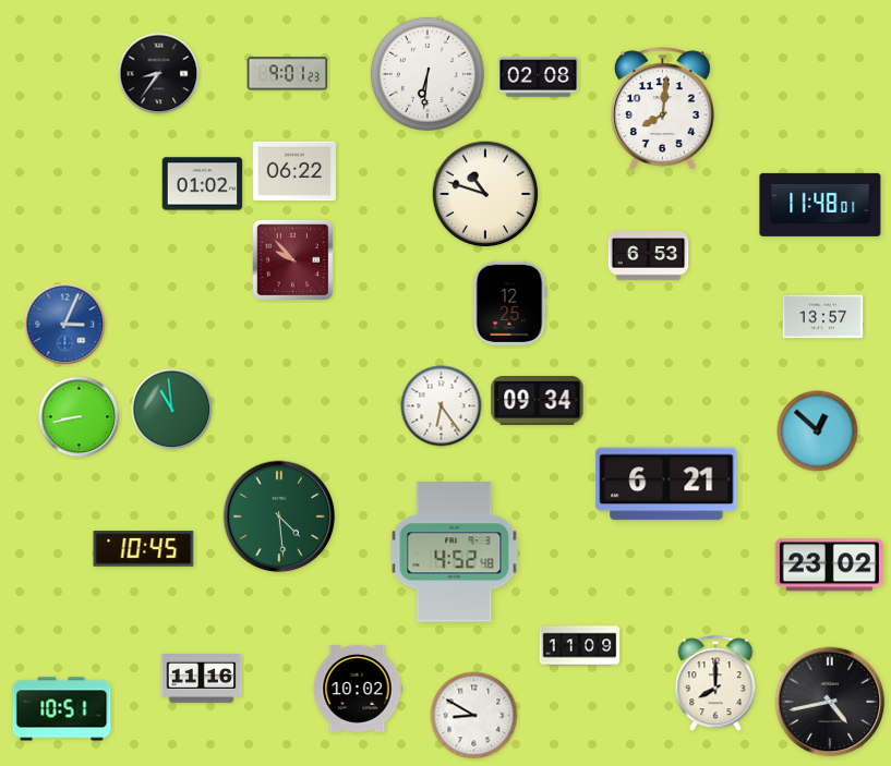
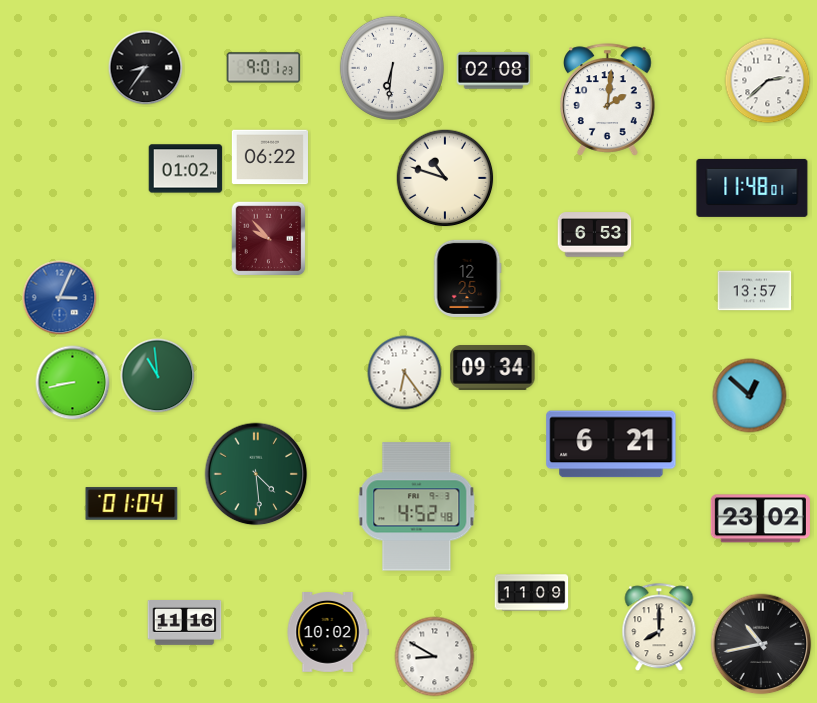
clock at (768, 81): none -> 2:38
clock at (663, 109): 8:01 -> 2:01
clock at (144, 549): 10:45 -> 01:04
clock at (715, 684) position: (715, 684) -> (659, 628)
clock at (830, 702): 4:43 -> 10:43
clock at (62, 709): 10:51 -> none
